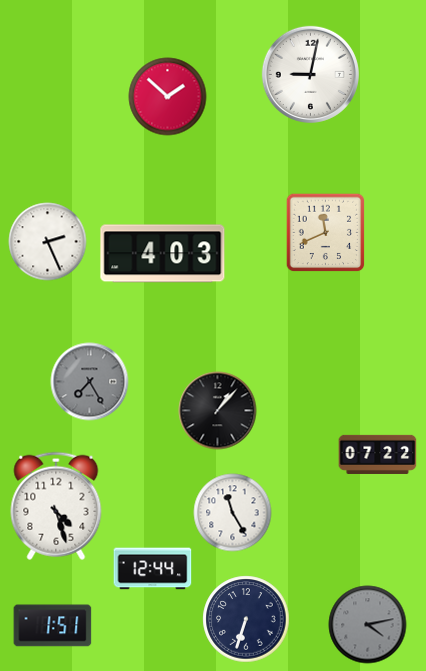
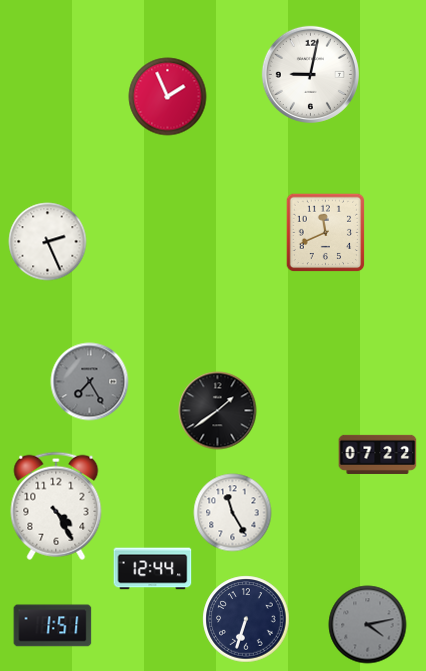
clock at (167, 96): 1:52 -> 1:56
clock at (163, 254): 4:03 -> none
clock at (217, 410): 1:07 -> 1:39
clock at (56, 506): 4:27 -> 4:25
